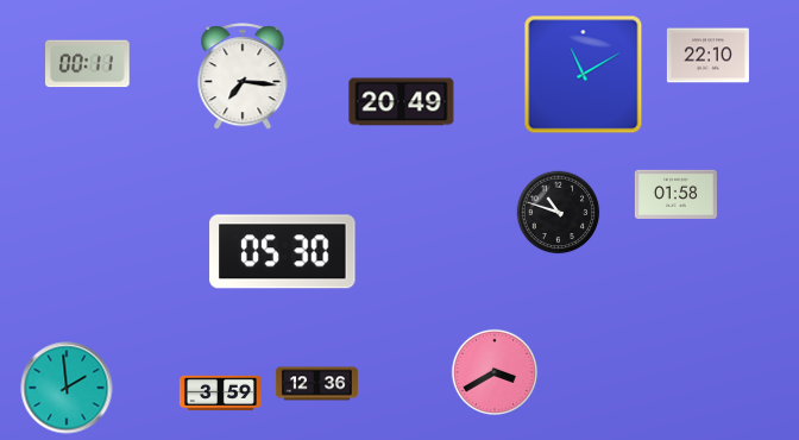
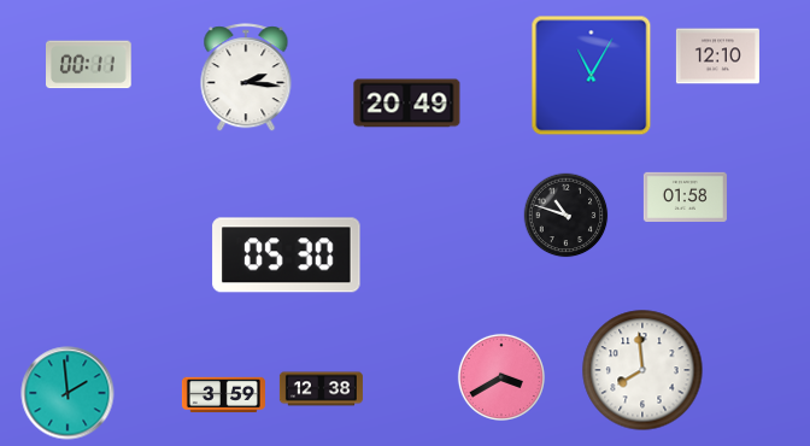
clock at (707, 56): 22:10 -> 12:10
clock at (584, 75): 11:10 -> 11:05
clock at (243, 77): 7:16 -> 2:16
clock at (642, 370): none -> 7:59
clock at (316, 384): 12:36 -> 12:38
clock at (220, 394) position: (220, 394) -> (223, 395)
